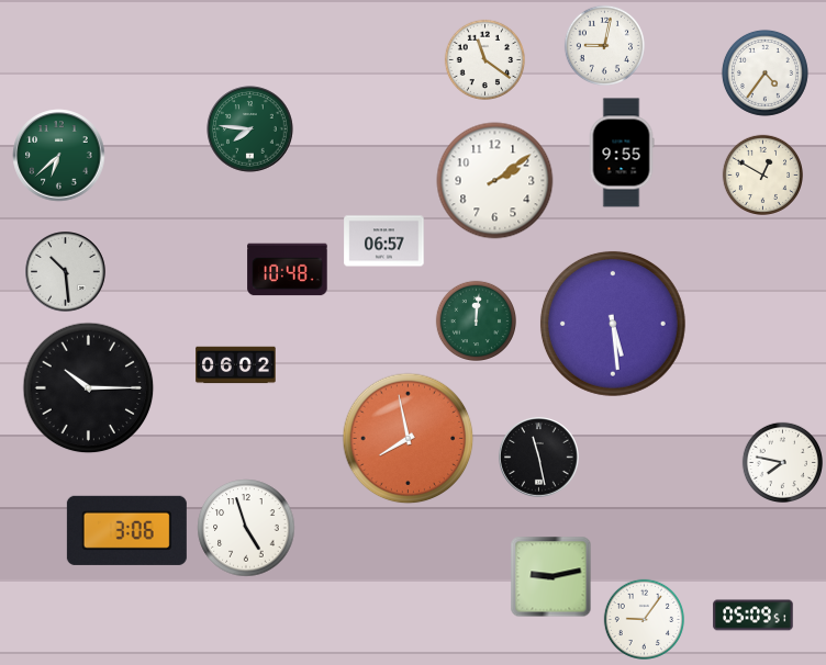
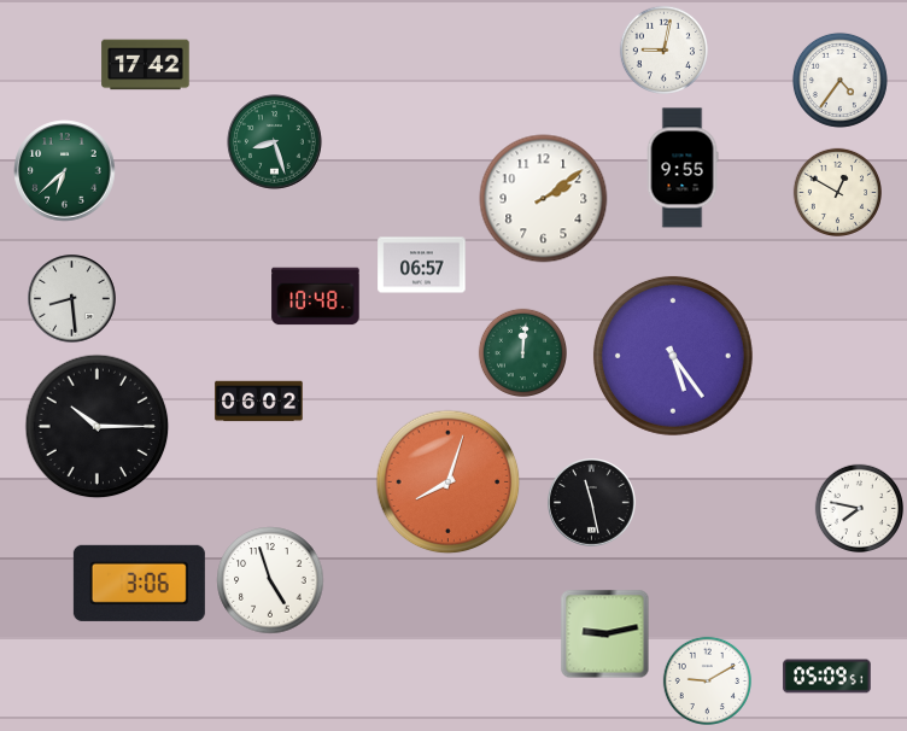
clock at (146, 65): none -> 17:42
clock at (484, 59): 11:21 -> none
clock at (250, 129): 7:46 -> 8:27
clock at (66, 272): 10:29 -> 8:29
clock at (613, 324): 5:29 -> 5:24
clock at (409, 439): 7:58 -> 8:03
clock at (644, 619): 9:06 -> 9:10
